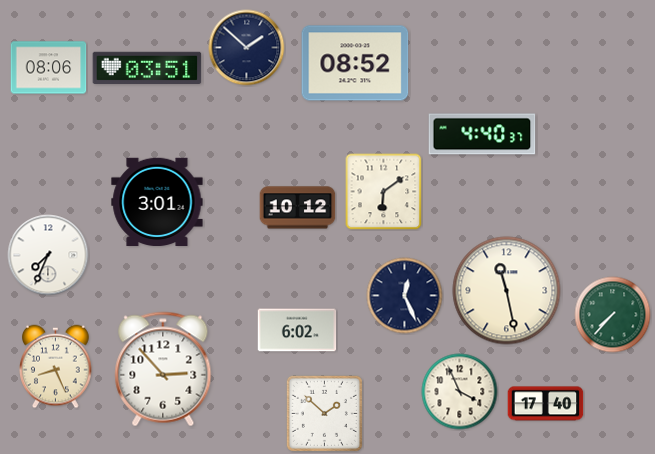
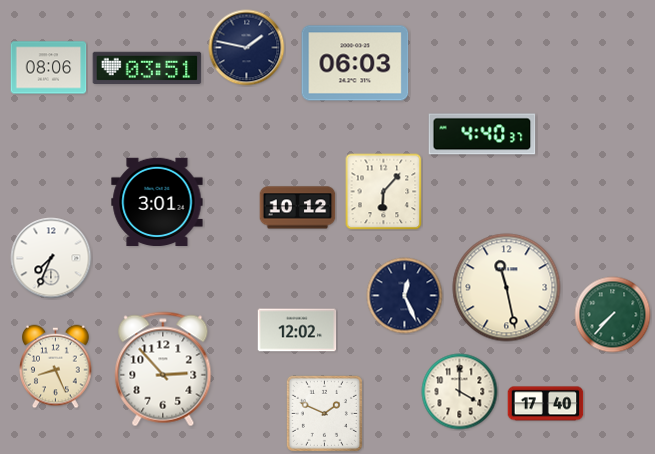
clock at (247, 48): 1:52 -> 1:47
clock at (355, 63): 08:52 -> 06:03
clock at (384, 192): 6:09 -> 6:07
clock at (48, 255) position: (48, 255) -> (51, 258)
clock at (507, 291) position: (507, 291) -> (507, 288)
clock at (297, 330): 6:02 -> 12:02
clock at (460, 392): 3:56 -> 4:00
clock at (324, 413): 1:52 -> 1:49
